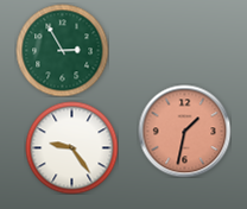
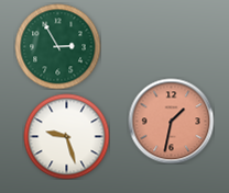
clock at (71, 147): 9:24 -> 9:27
